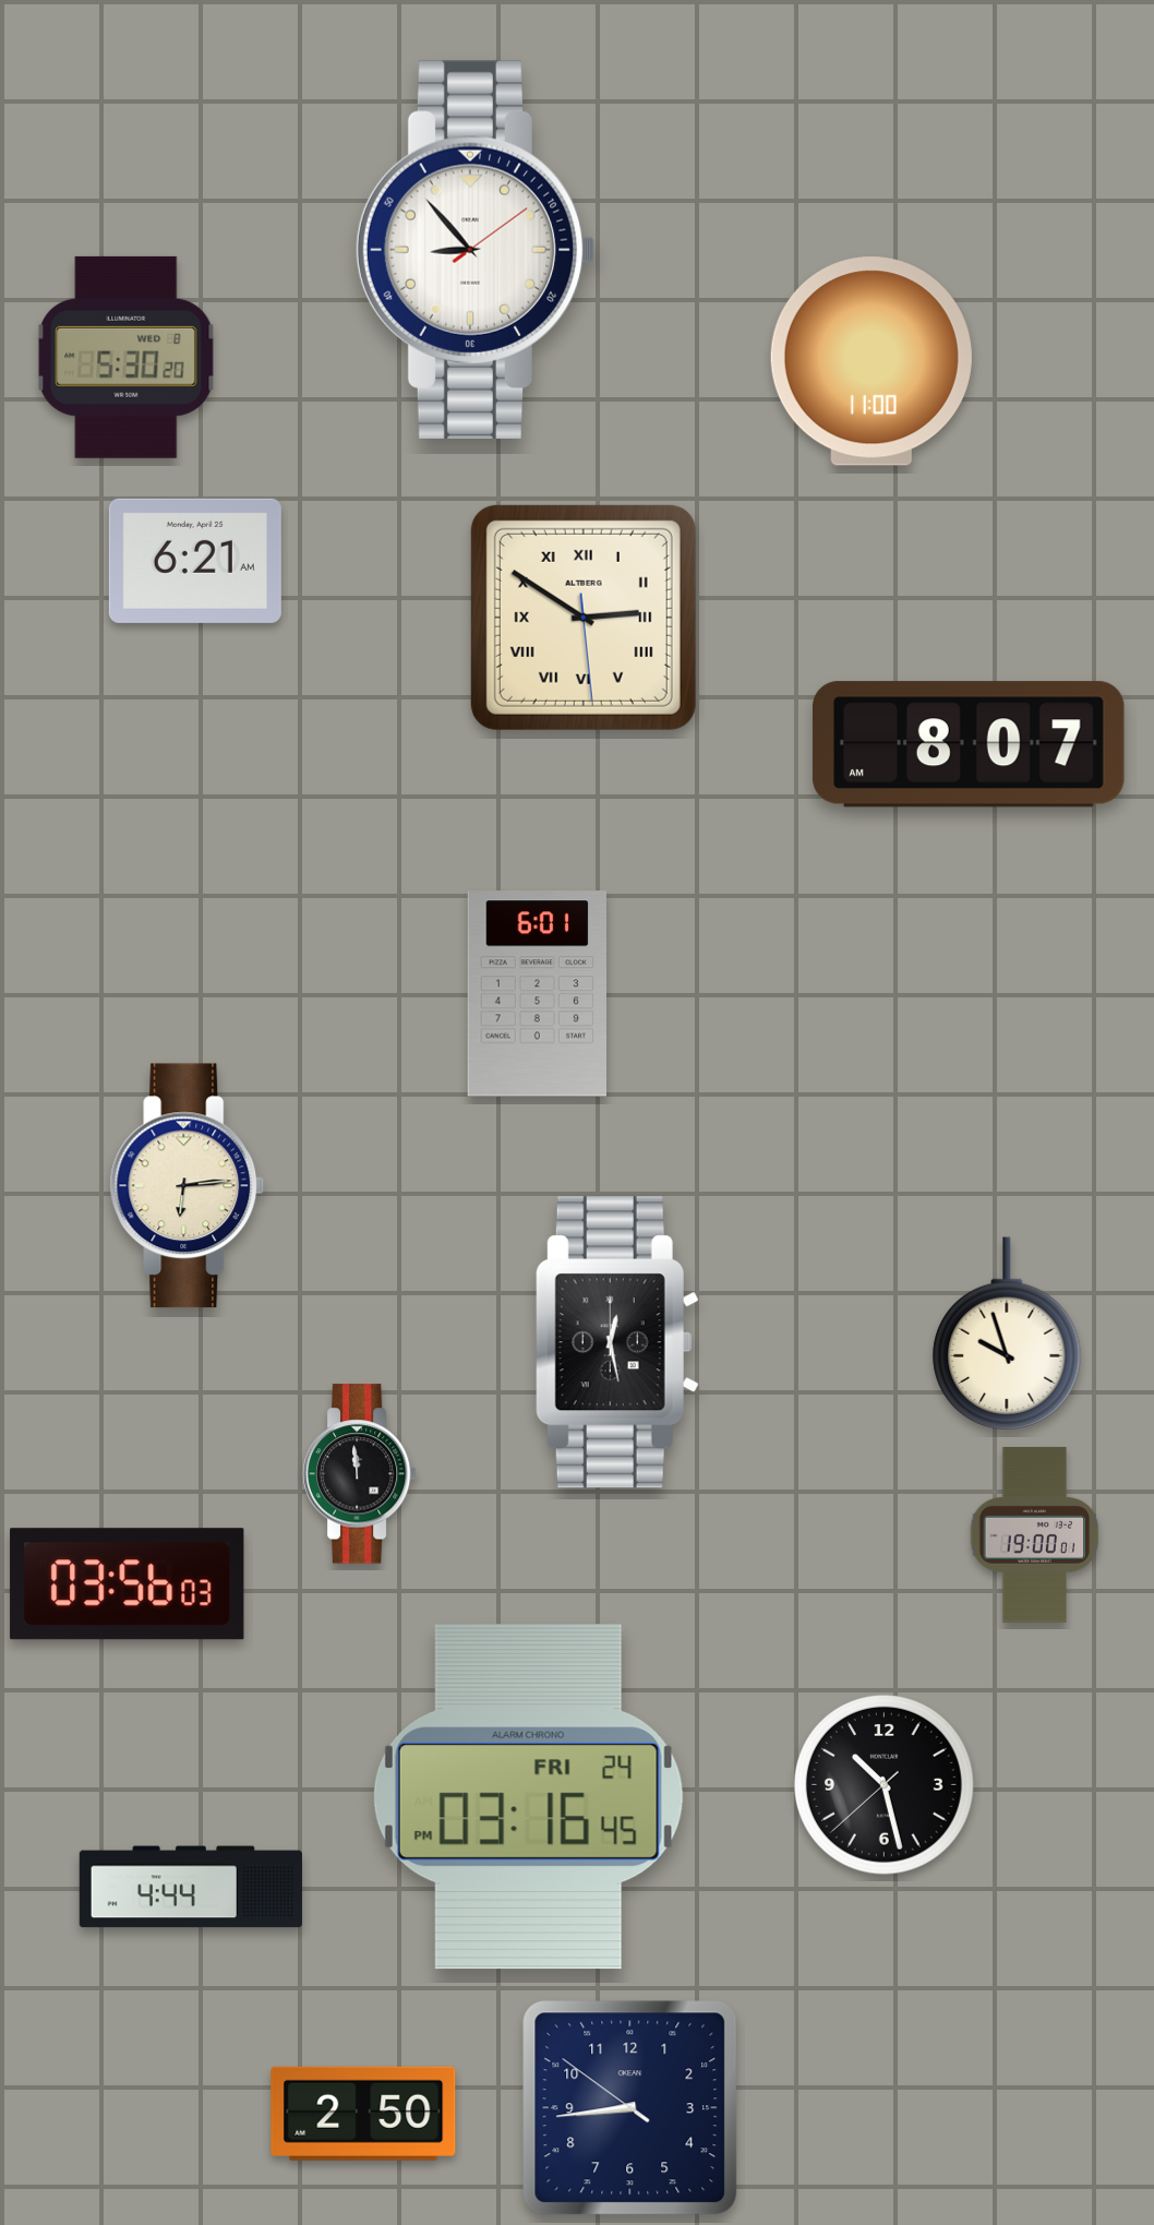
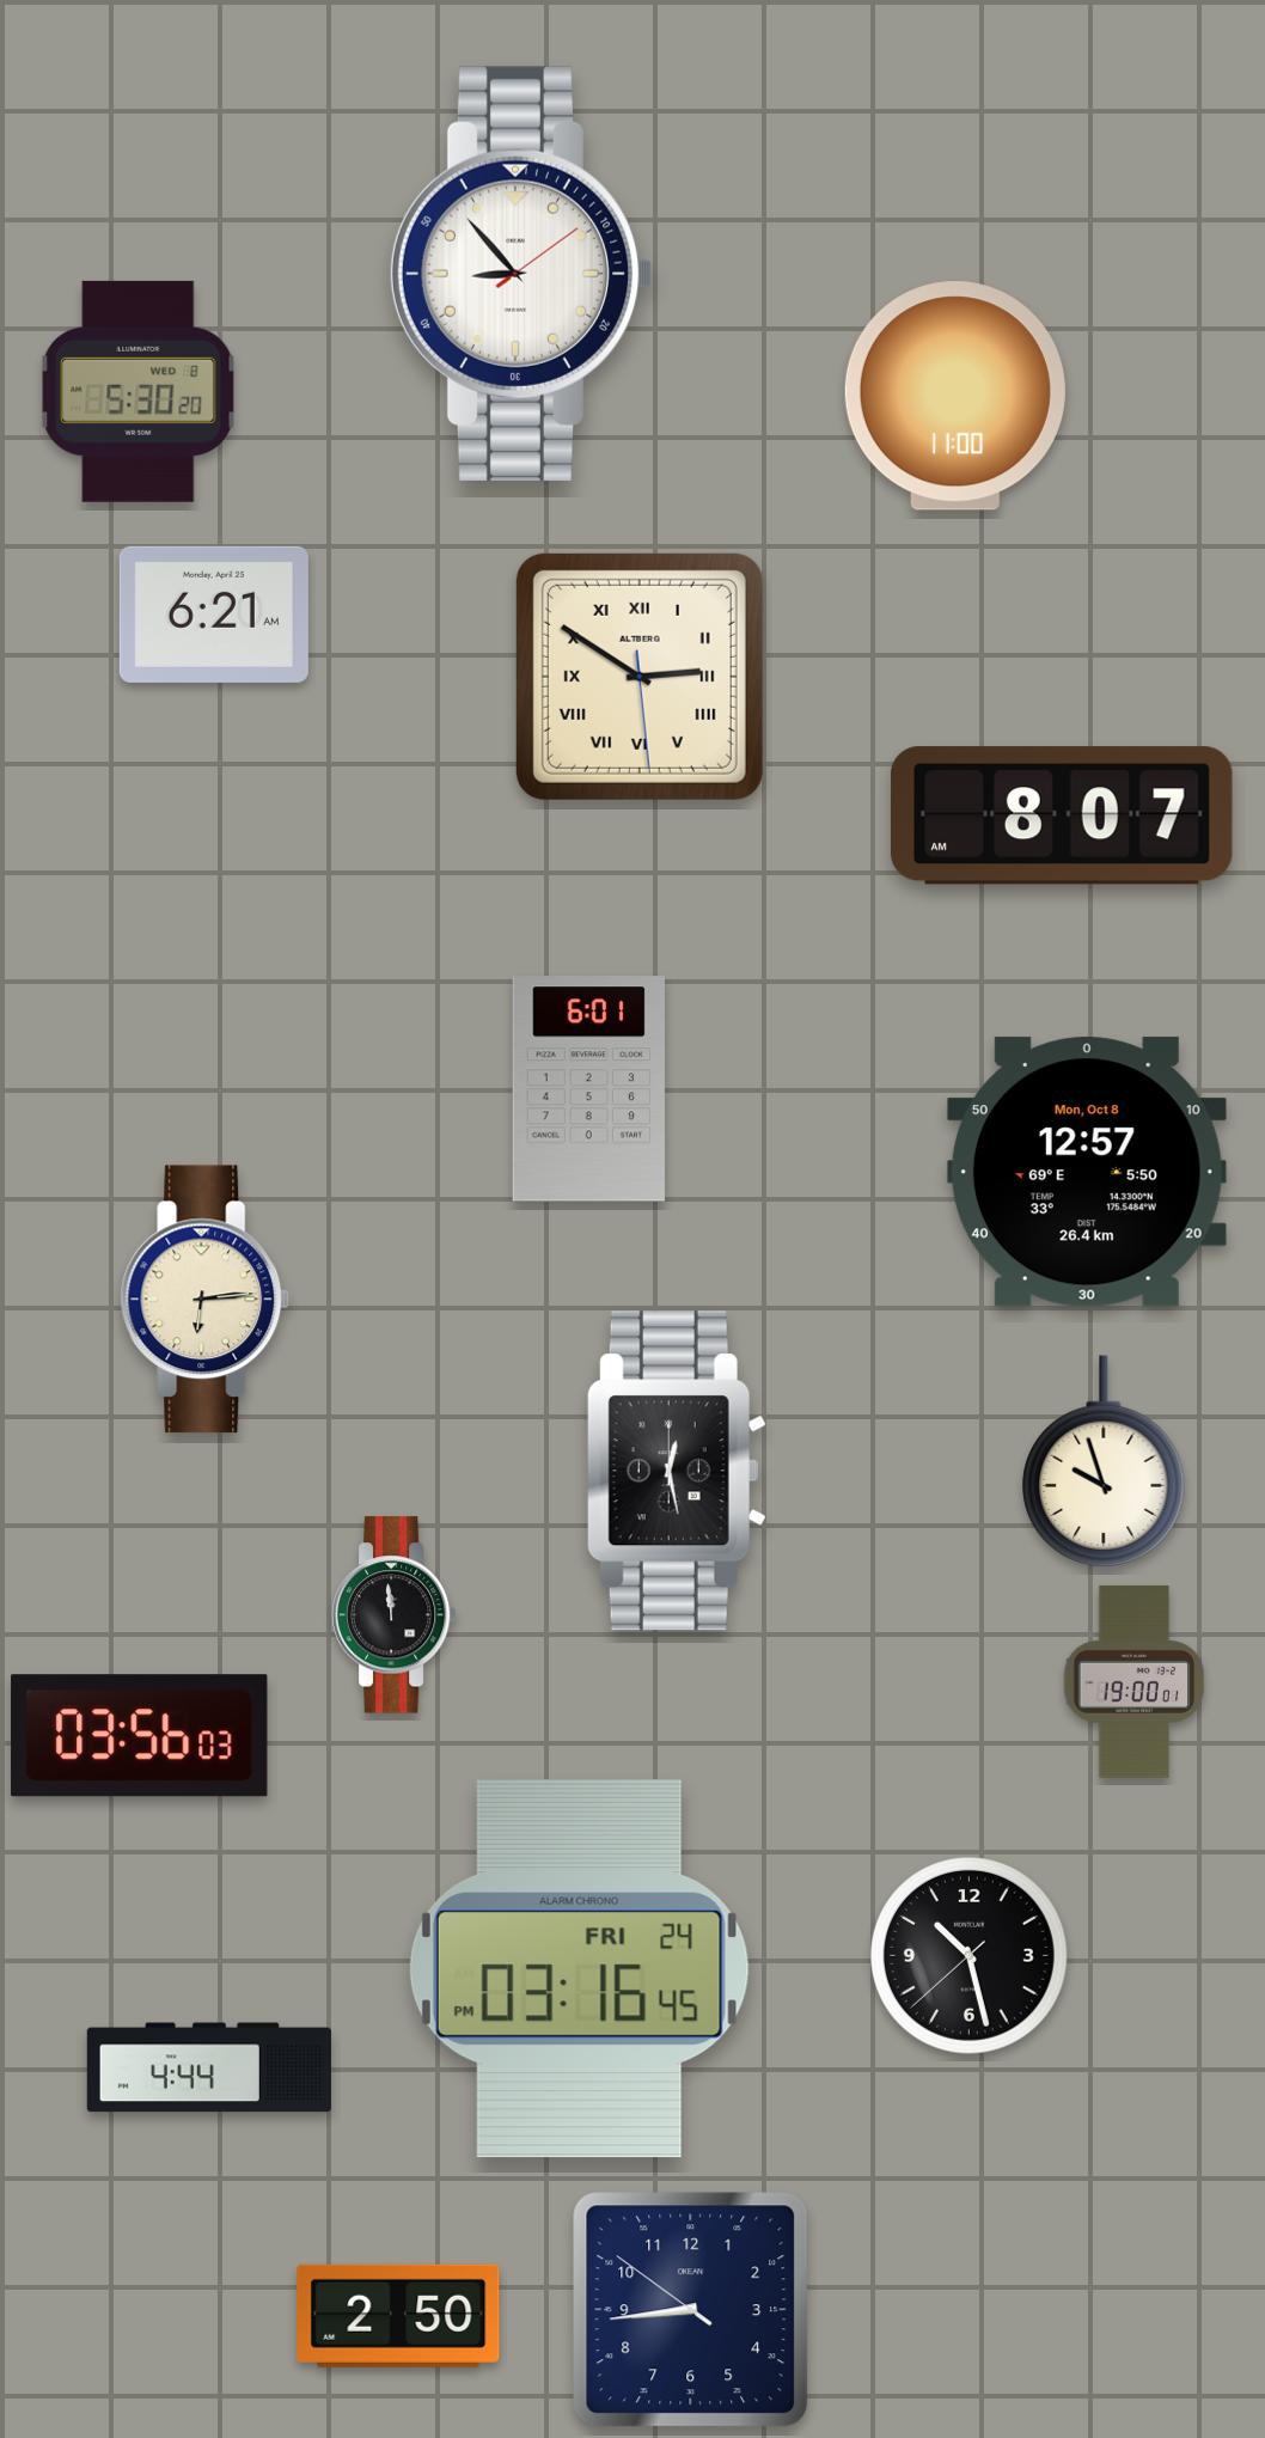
clock at (1087, 1172): none -> 12:57
